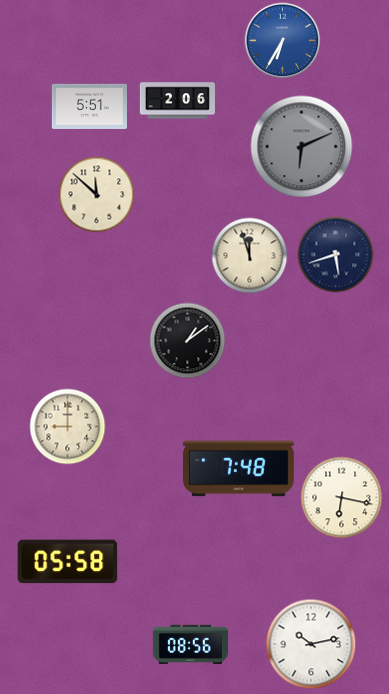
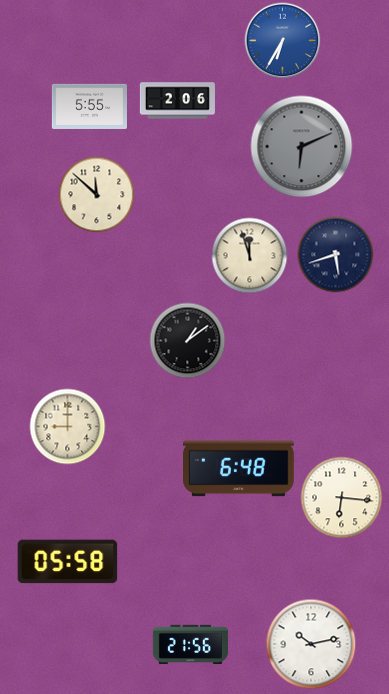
clock at (89, 106): 5:51 -> 5:55
clock at (239, 469): 7:48 -> 6:48
clock at (342, 498): 6:17 -> 6:16
clock at (190, 644): 08:56 -> 21:56
